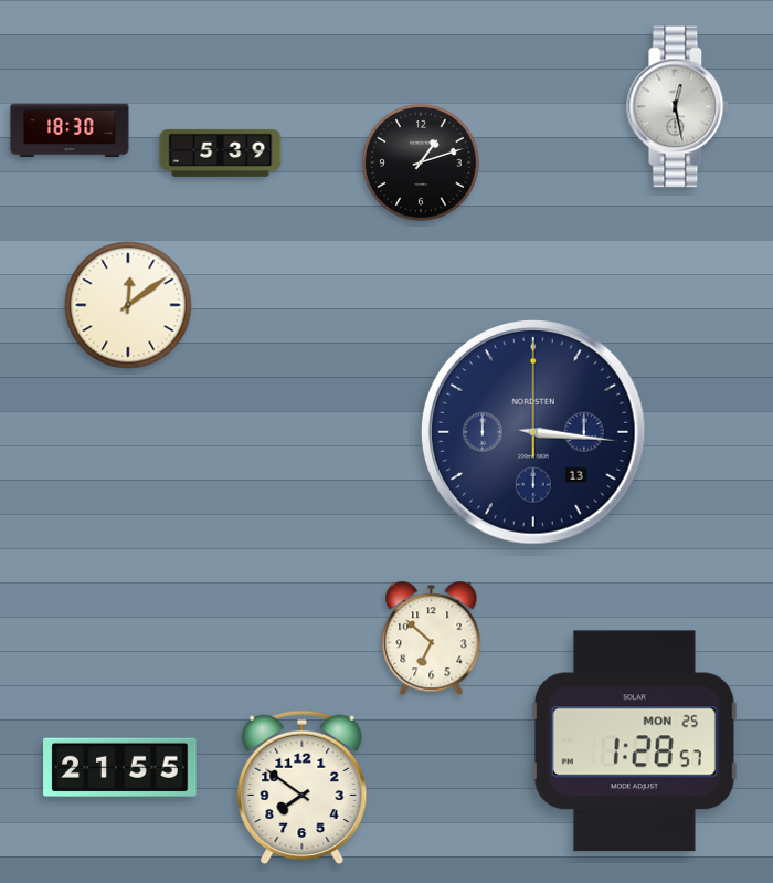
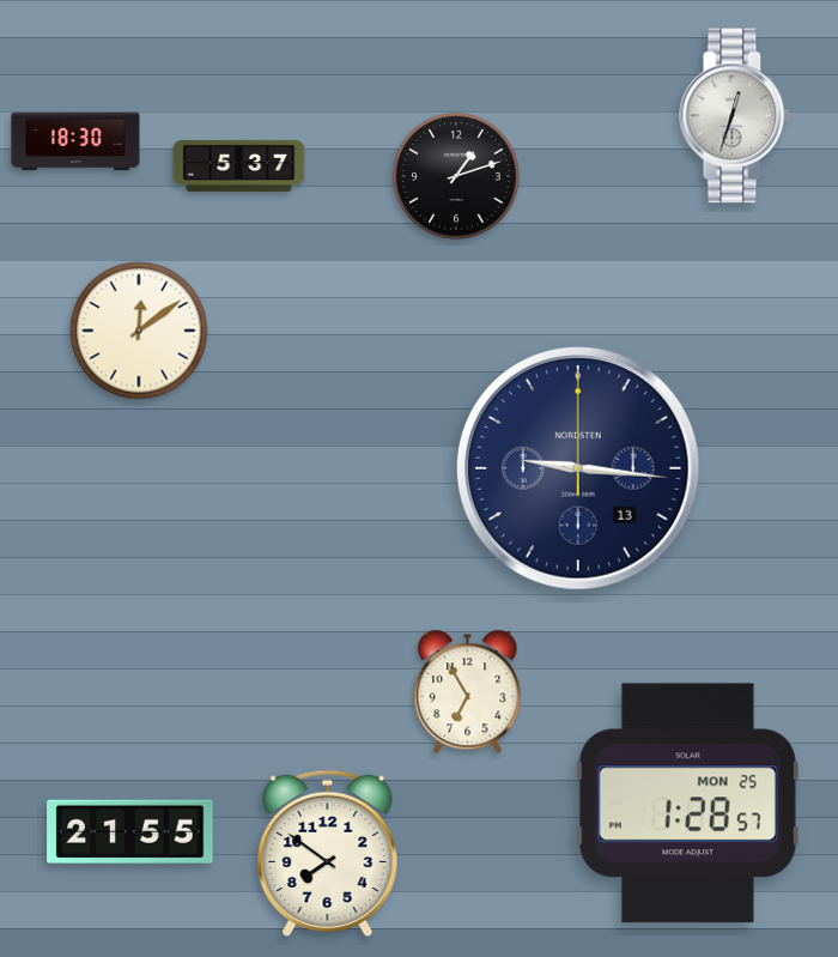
clock at (678, 107): 12:28 -> 12:33
clock at (221, 153): 5:39 -> 5:37
clock at (533, 432): 3:16 -> 9:16
clock at (432, 639): 6:52 -> 6:55
